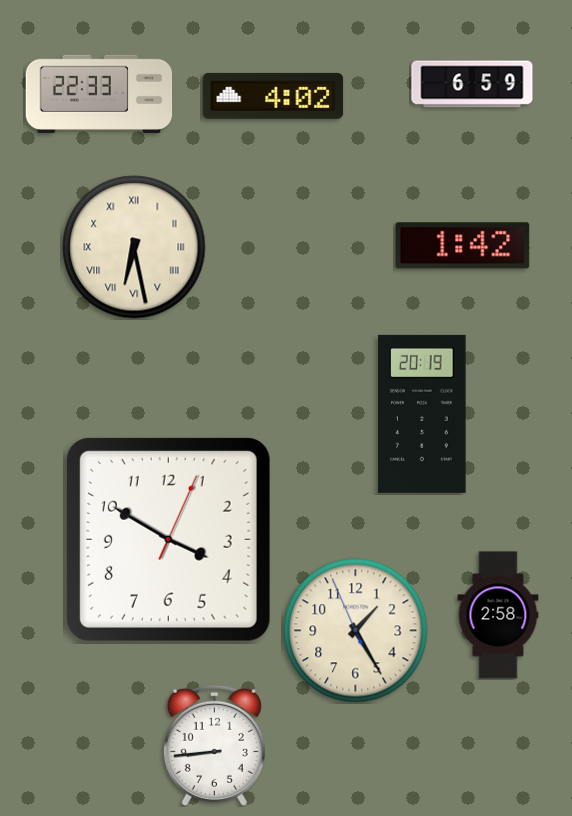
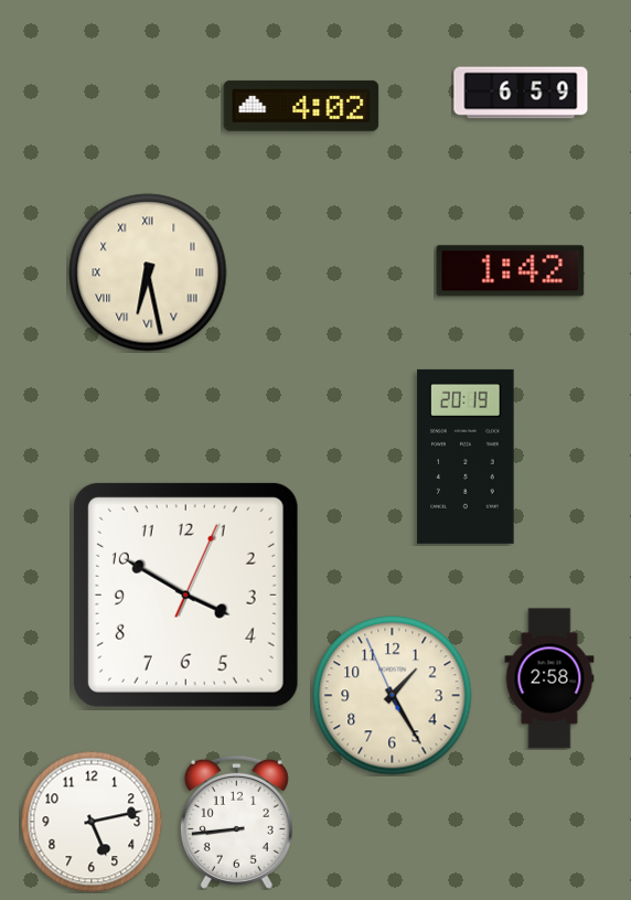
clock at (99, 93): 22:33 -> none
clock at (92, 822): none -> 5:13
